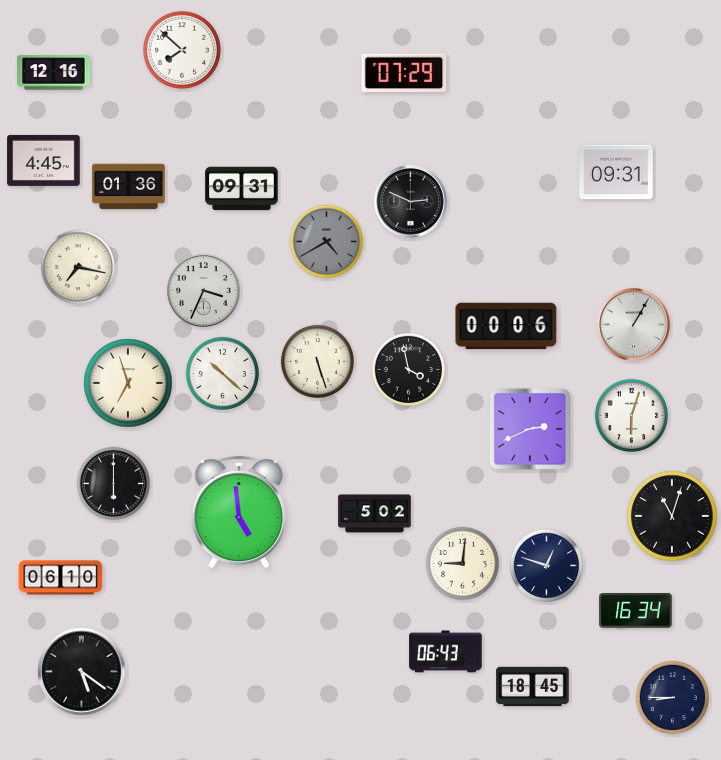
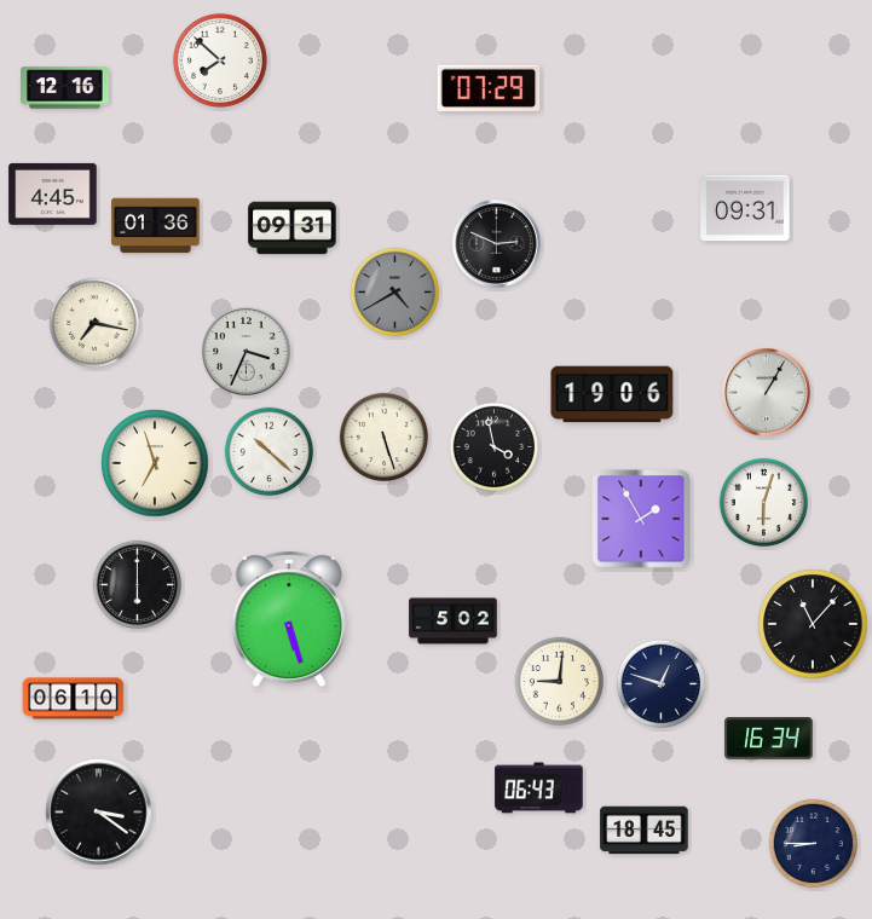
clock at (506, 326): 00:06 -> 19:06
clock at (530, 429): 2:41 -> 1:55
clock at (239, 512): 4:59 -> 5:27
clock at (672, 516): 11:03 -> 11:07
clock at (82, 672): 5:21 -> 3:21
